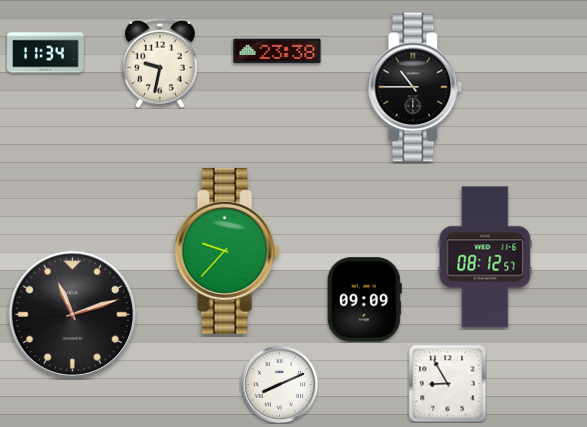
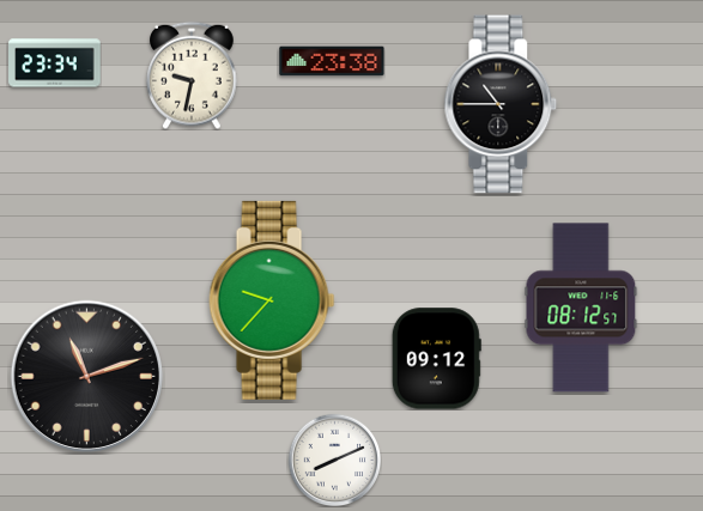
clock at (46, 53): 11:34 -> 23:34
clock at (415, 87) position: (415, 87) -> (501, 104)
clock at (364, 300): 09:09 -> 09:12
clock at (447, 383): 8:55 -> none
